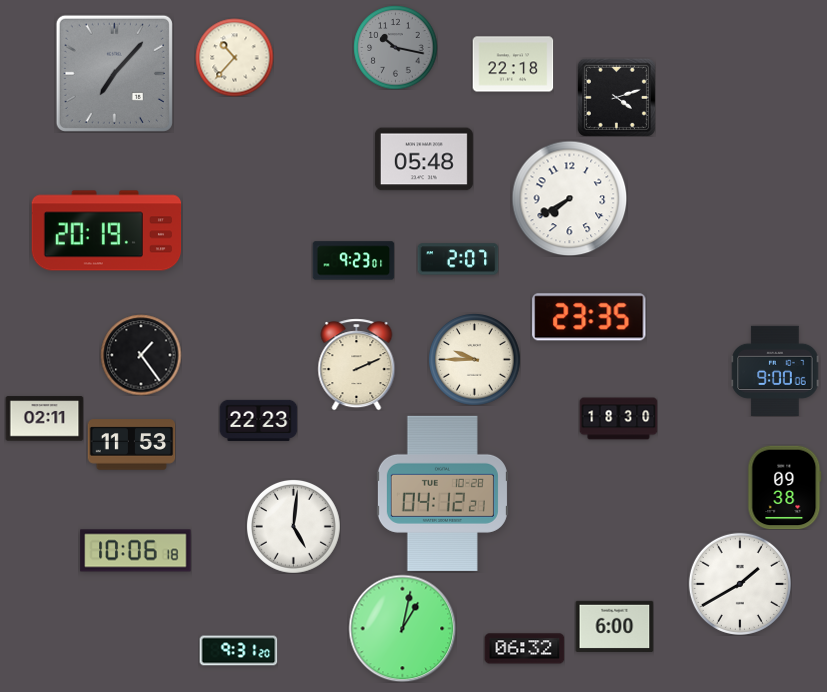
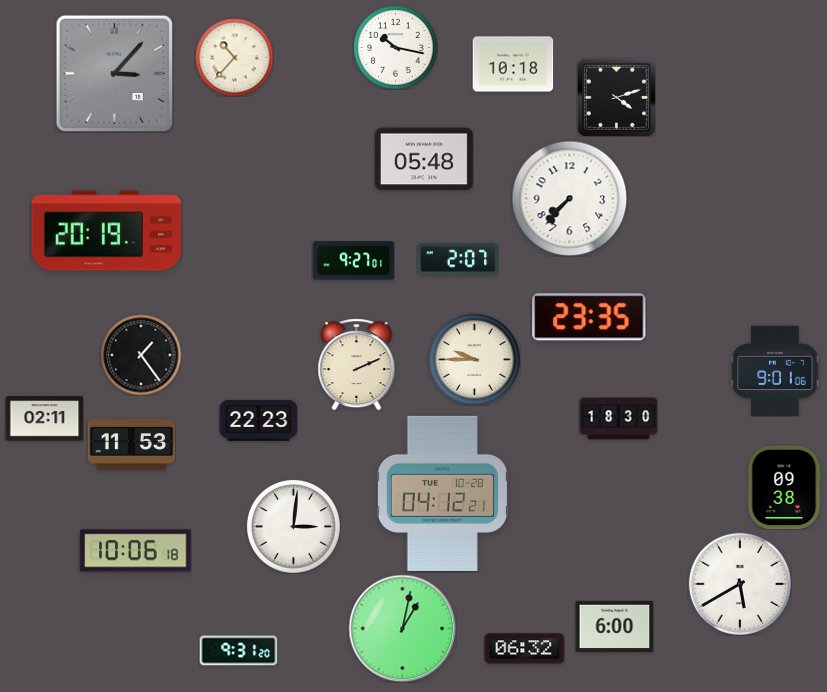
clock at (395, 47) dial: grey -> white
clock at (513, 64): 22:18 -> 10:18
clock at (114, 73): 7:07 -> 3:07
clock at (569, 198): 7:40 -> 7:37
clock at (353, 261): 9:23 -> 9:27
clock at (775, 371): 9:00 -> 9:01
clock at (293, 526): 5:01 -> 3:01
clock at (740, 584): 1:40 -> 5:40
